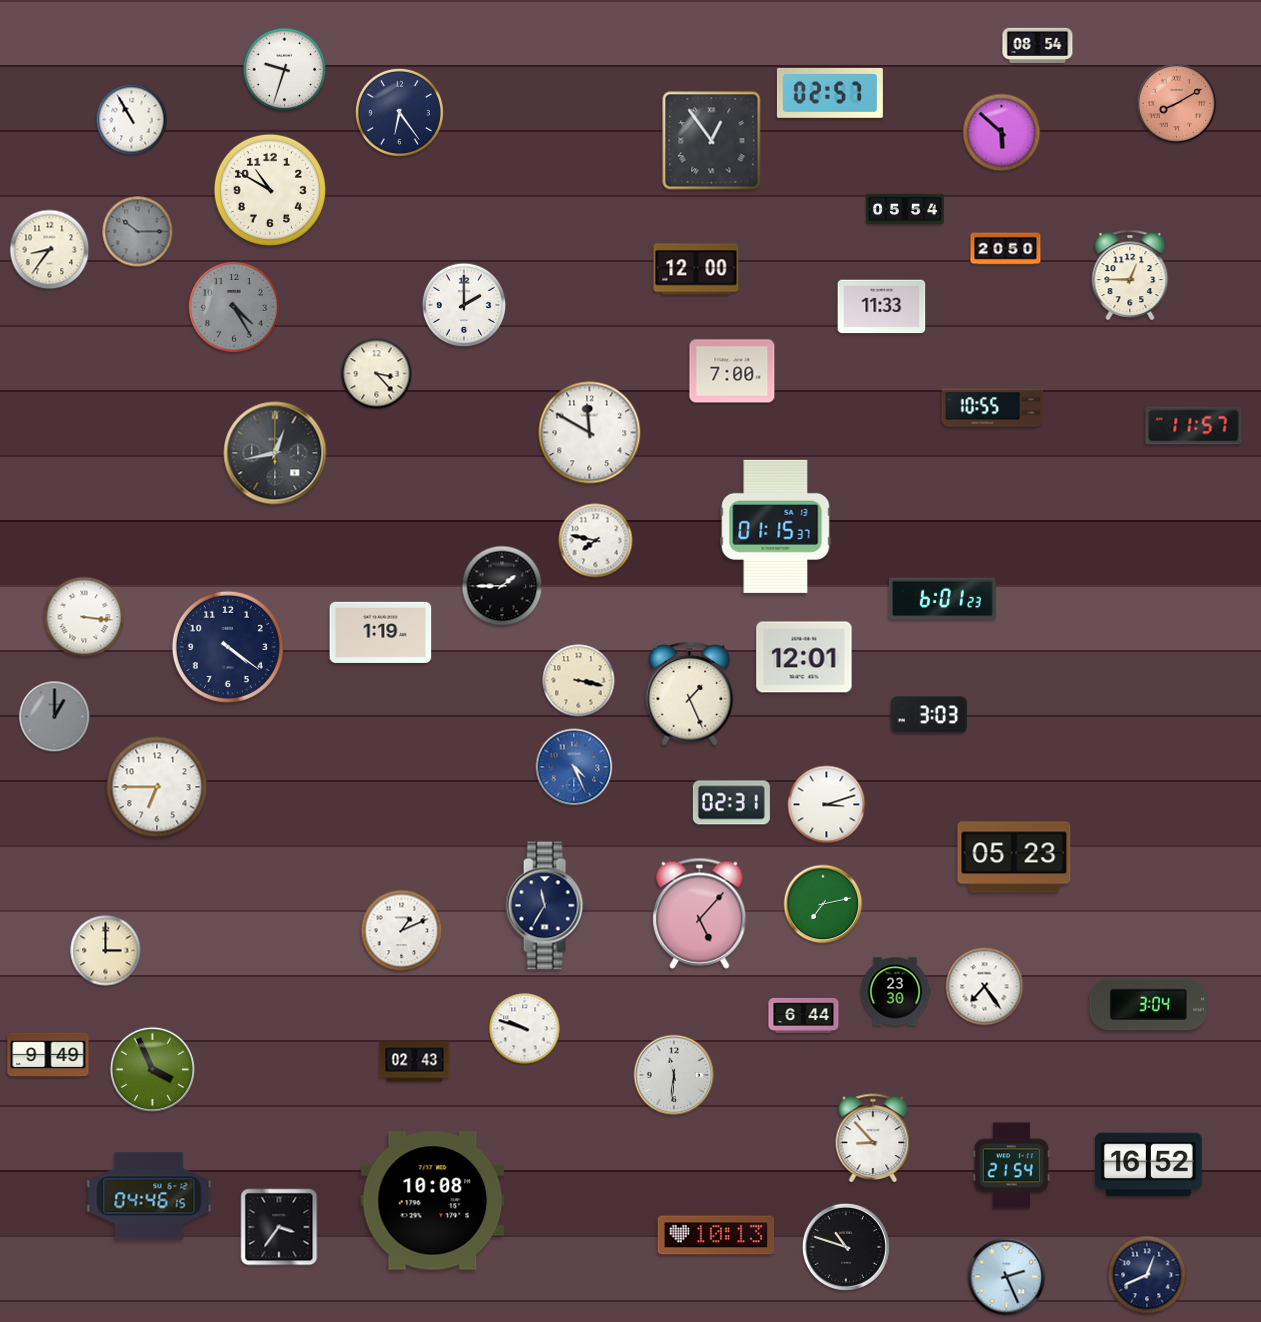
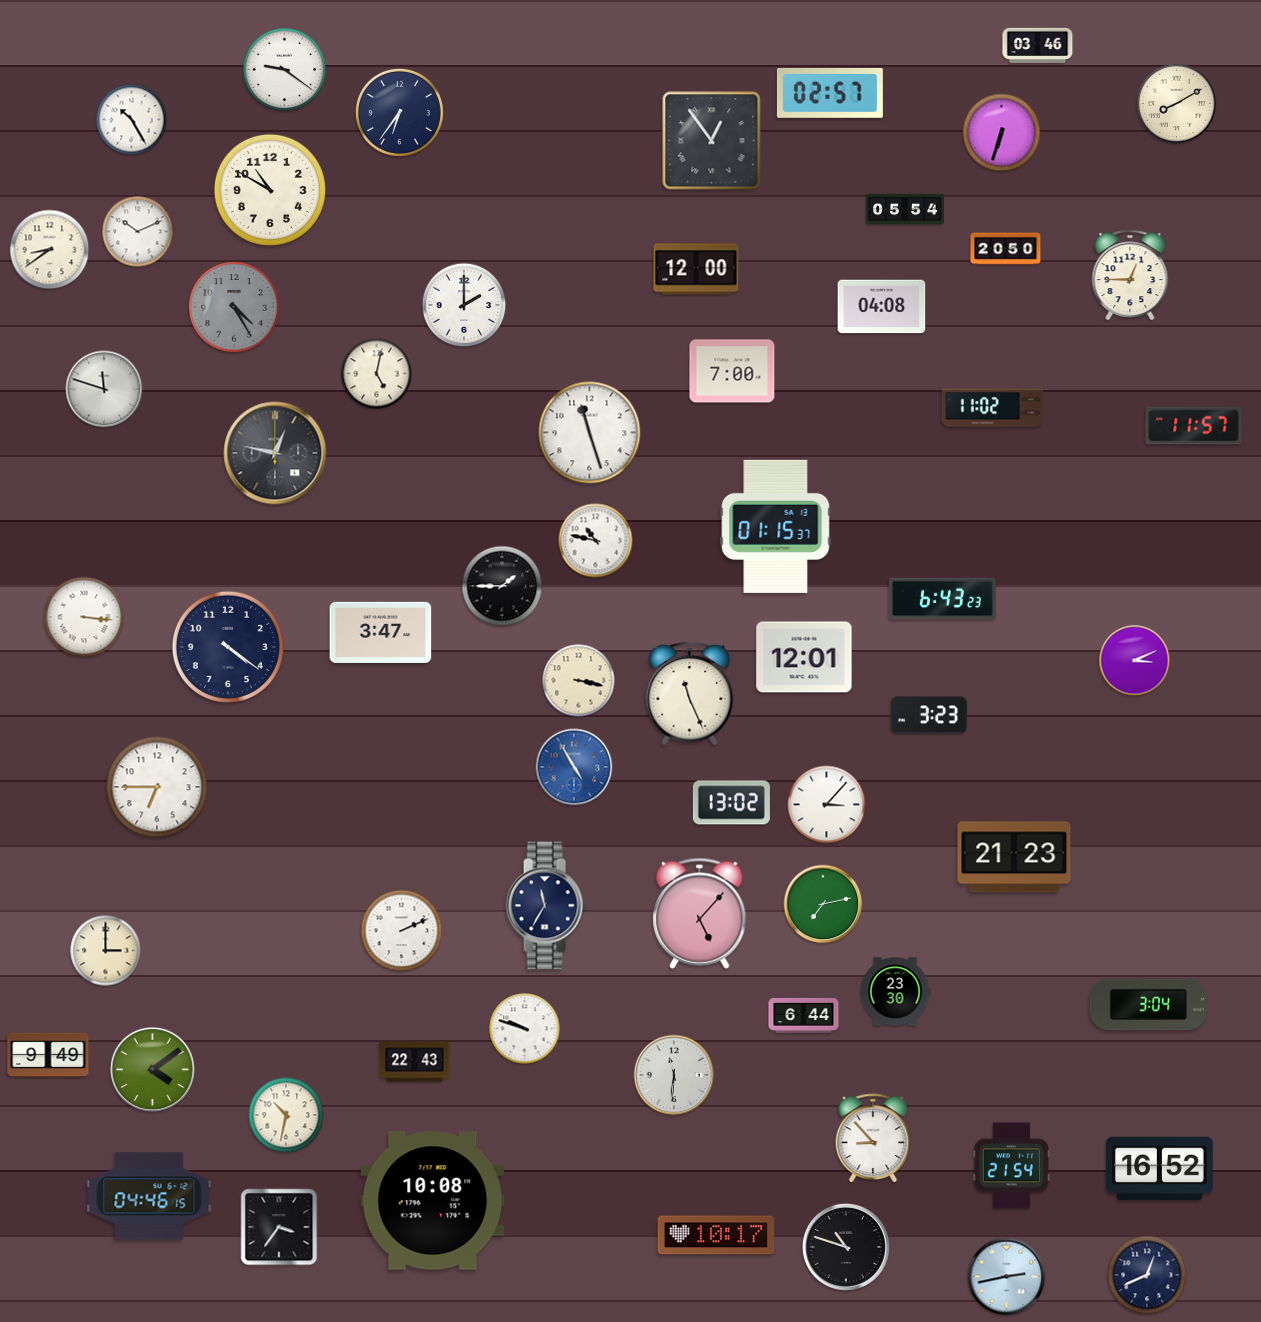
clock at (1038, 45): 08:54 -> 03:46
clock at (285, 70): 9:33 -> 9:21
clock at (1177, 104) dial: salmon -> cream
clock at (399, 112): 6:24 -> 6:36
clock at (132, 120): 10:55 -> 10:25
clock at (1002, 133): 5:52 -> 6:33
clock at (138, 232): 10:15 -> 10:11
clock at (138, 232) dial: grey -> white
clock at (50, 250): 8:36 -> 8:39
clock at (882, 307): 11:33 -> 04:08
clock at (377, 374): 3:23 -> 5:02
clock at (104, 389): none -> 11:48
clock at (993, 408): 10:55 -> 11:02
clock at (590, 433): 11:50 -> 11:27
clock at (275, 453): 12:43 -> 12:47
clock at (596, 541): 7:47 -> 10:47
clock at (943, 599): 6:01 -> 6:43
clock at (381, 632): 1:19 -> 3:47
clock at (1135, 661): none -> 3:11
clock at (690, 694): 1:26 -> 11:26
clock at (929, 715): 3:03 -> 3:23
clock at (55, 717): 1:00 -> none
clock at (574, 767): 4:26 -> 4:55
clock at (731, 803): 02:31 -> 13:02
clock at (827, 805): 3:12 -> 3:07
clock at (1014, 857): 05:23 -> 21:23
clock at (402, 931): 1:11 -> 2:11
clock at (985, 987): 7:24 -> none
clock at (415, 1062): 02:43 -> 22:43
clock at (152, 1069): 3:56 -> 4:09
clock at (286, 1115): none -> 10:32
clock at (1149, 1165) position: (1149, 1165) -> (1160, 1169)
clock at (716, 1235): 10:13 -> 10:17
clock at (1007, 1277): 2:26 -> 2:43
